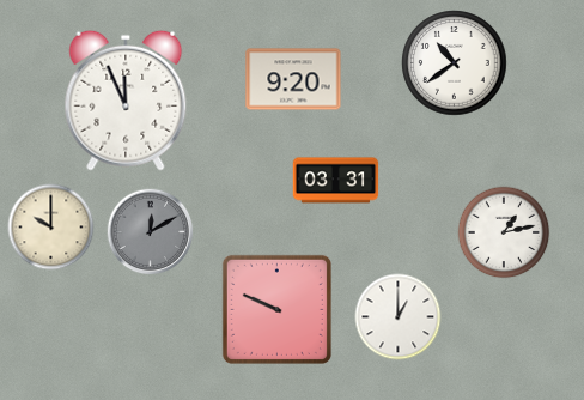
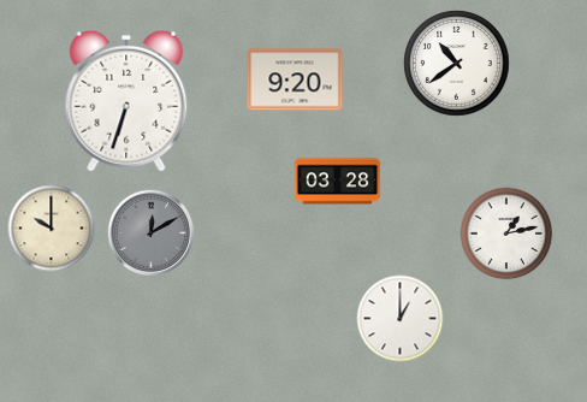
clock at (126, 101): 11:56 -> 6:33
clock at (336, 181): 03:31 -> 03:28
clock at (276, 309): 9:49 -> none
